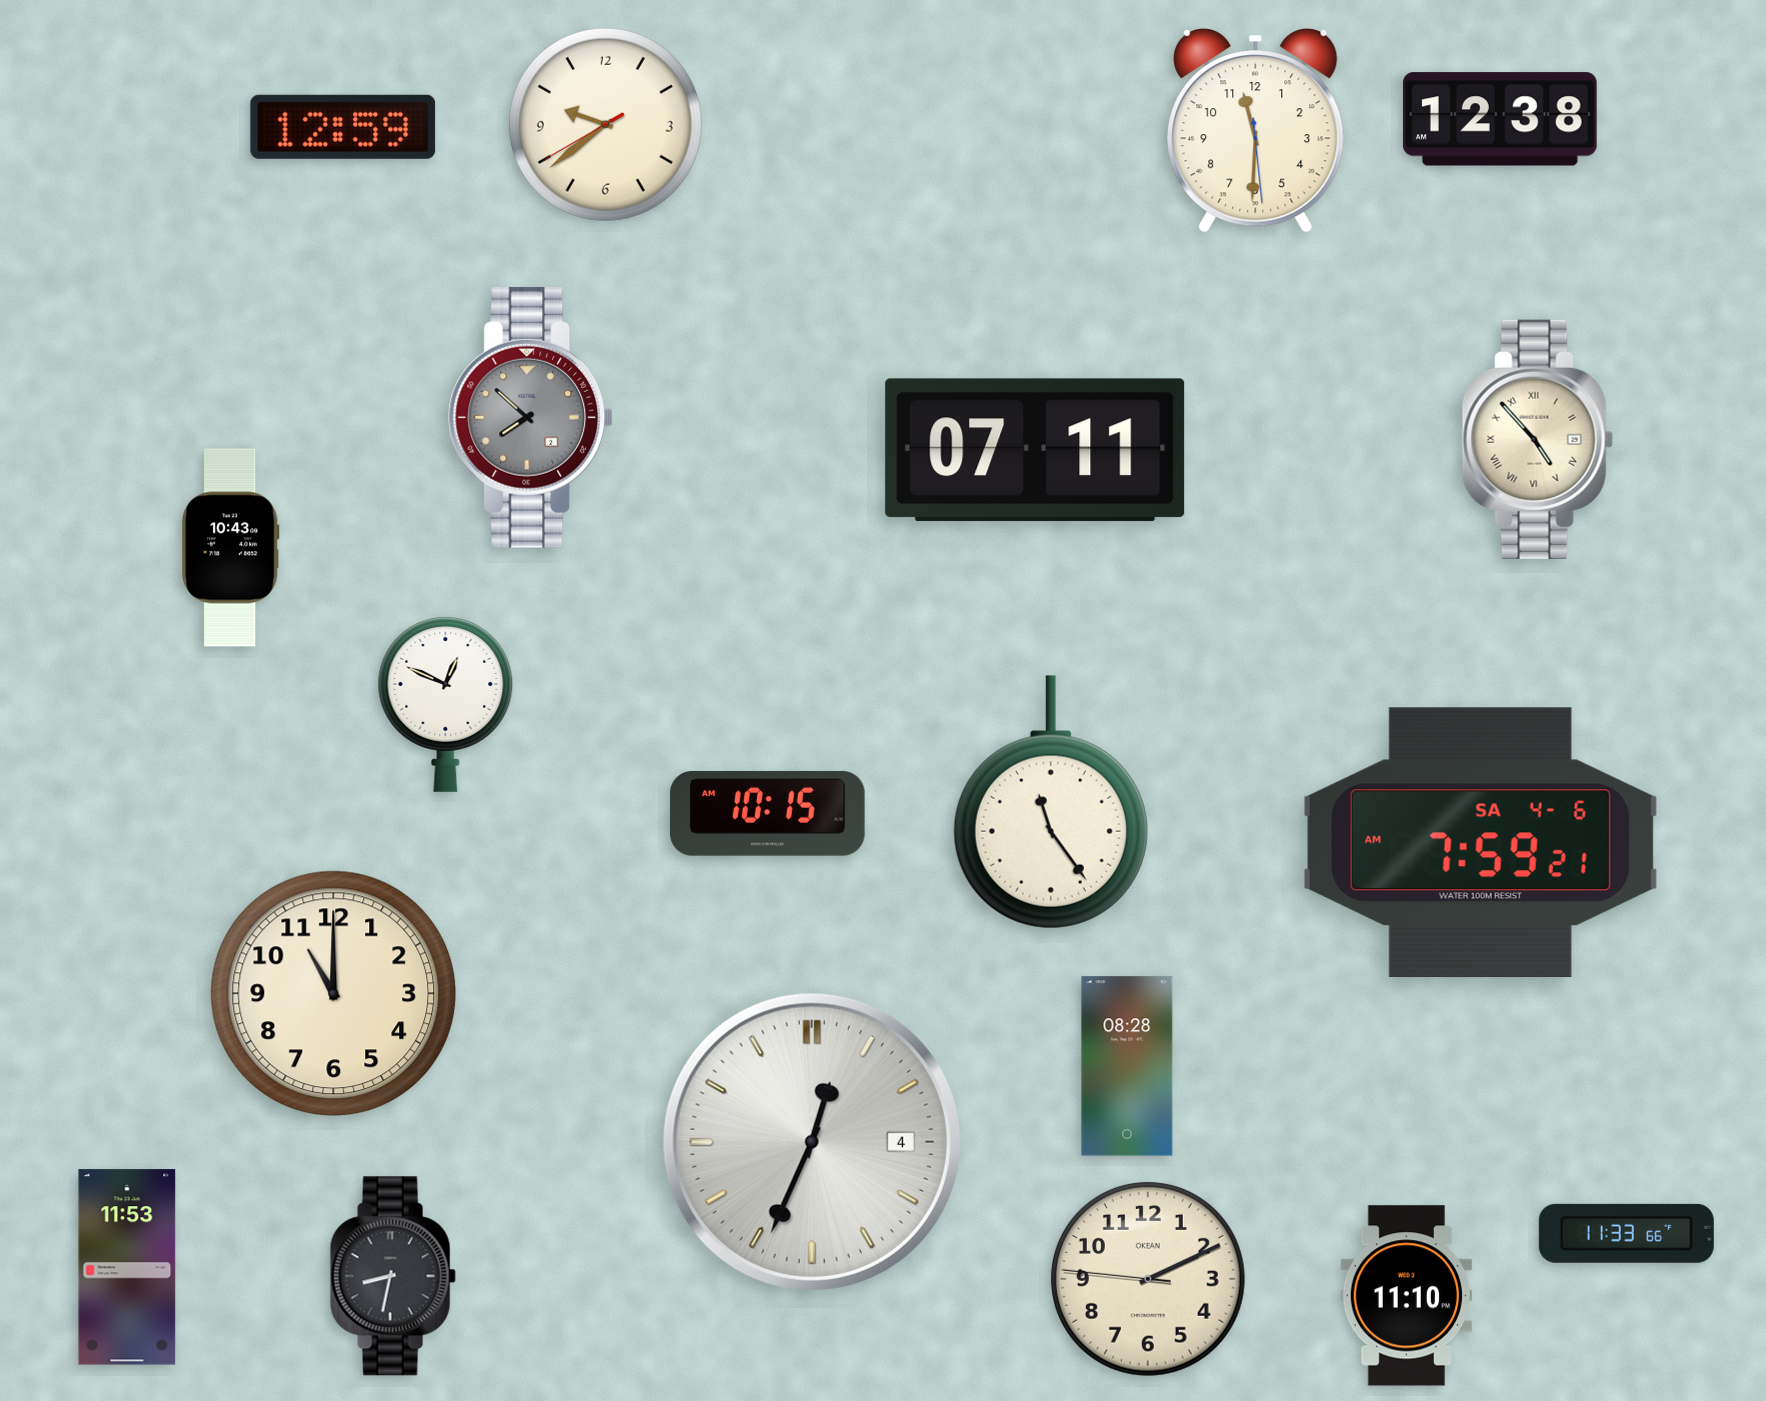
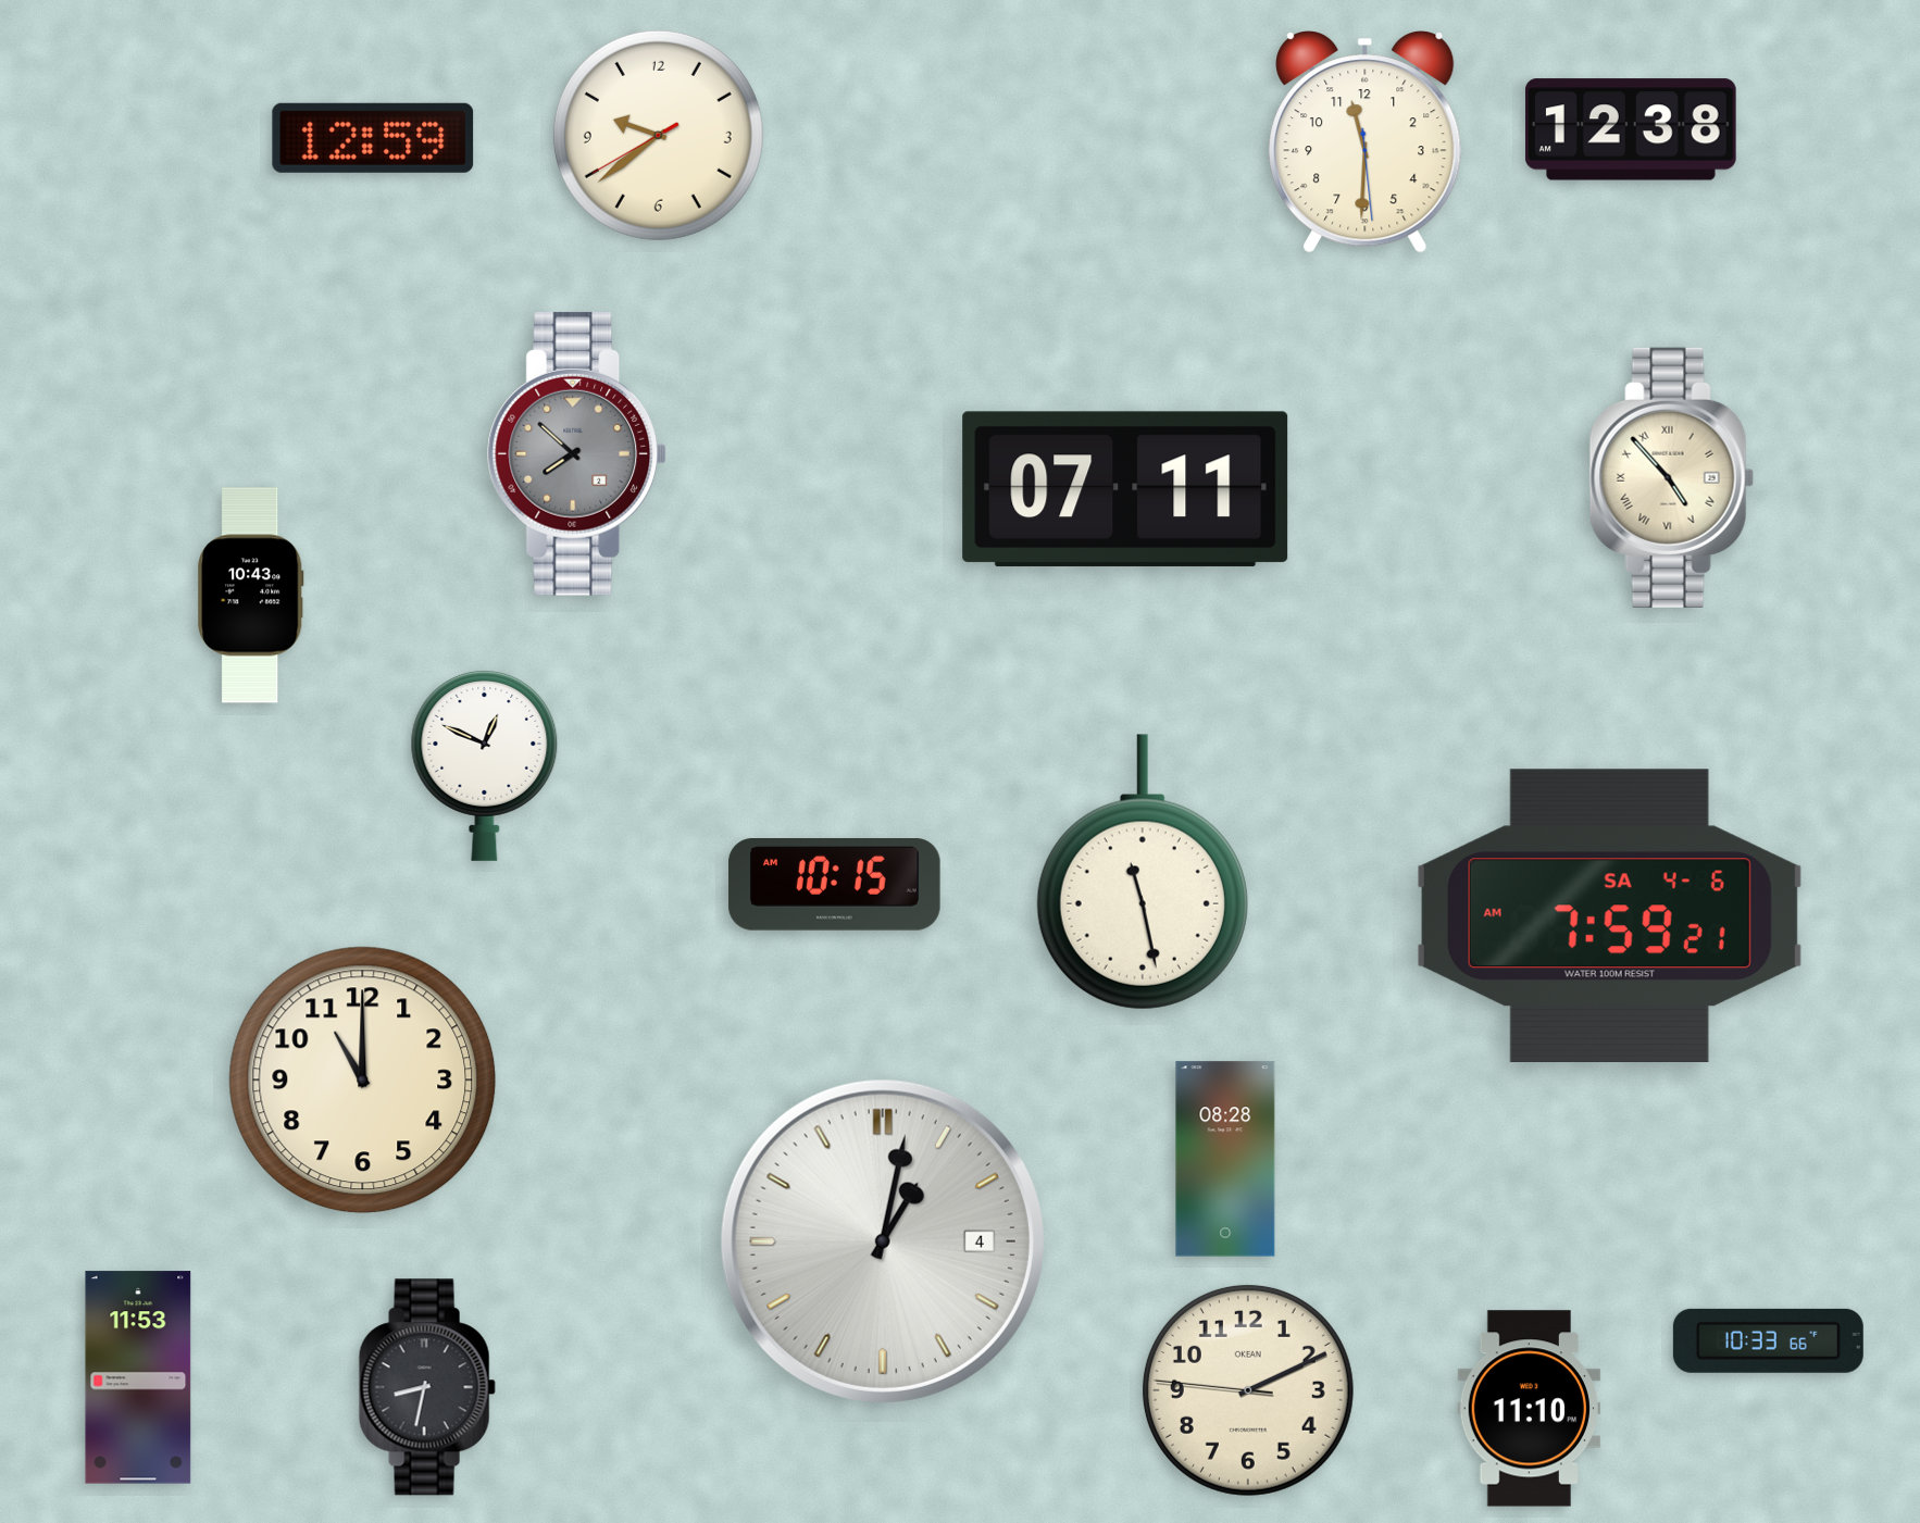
clock at (1051, 802): 11:24 -> 11:28
clock at (812, 1142): 12:34 -> 1:02
clock at (1626, 1233): 11:33 -> 10:33
